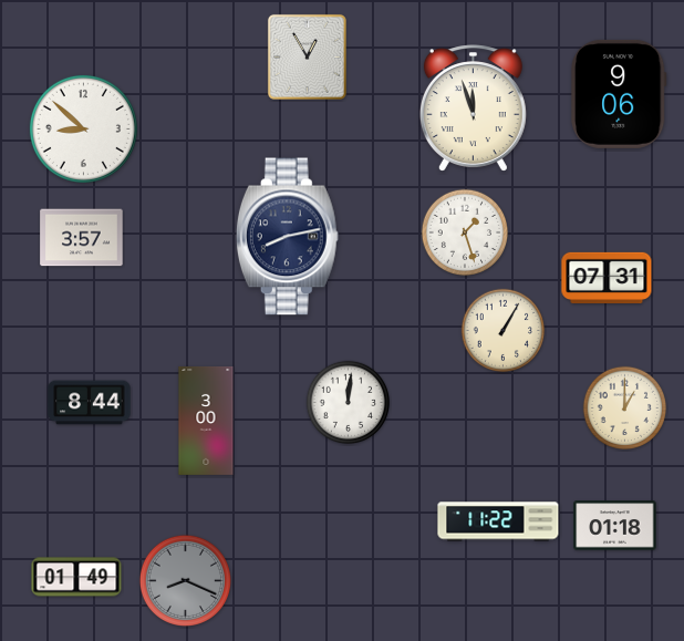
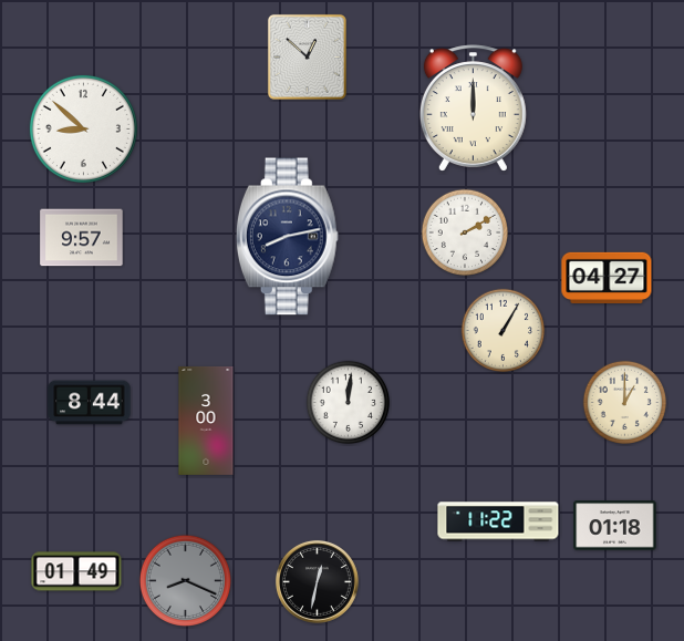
clock at (307, 56): 12:55 -> 12:52
clock at (619, 94): 9:06 -> none
clock at (473, 108): 11:57 -> 12:00
clock at (465, 232): 1:27 -> 2:10
clock at (82, 238): 3:57 -> 9:57
clock at (607, 277): 07:31 -> 04:27
clock at (625, 409) position: (625, 409) -> (625, 403)
clock at (76, 577) position: (76, 577) -> (76, 571)
clock at (317, 581): none -> 12:32
